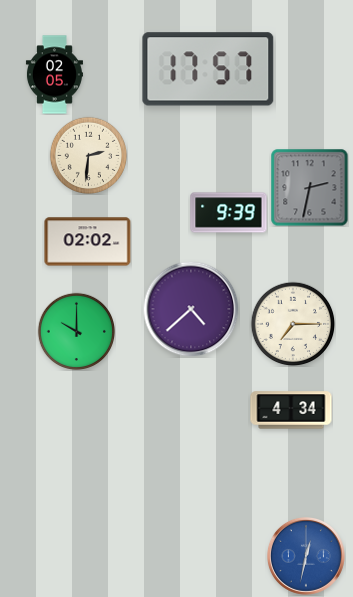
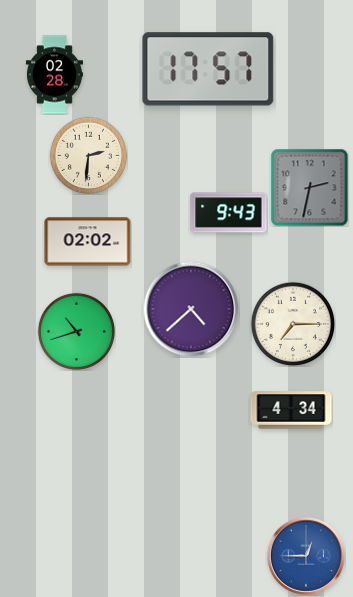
clock at (54, 75): 02:05 -> 02:28
clock at (229, 213): 9:39 -> 9:43
clock at (76, 331): 10:00 -> 10:42
clock at (306, 556): 12:32 -> 12:45
